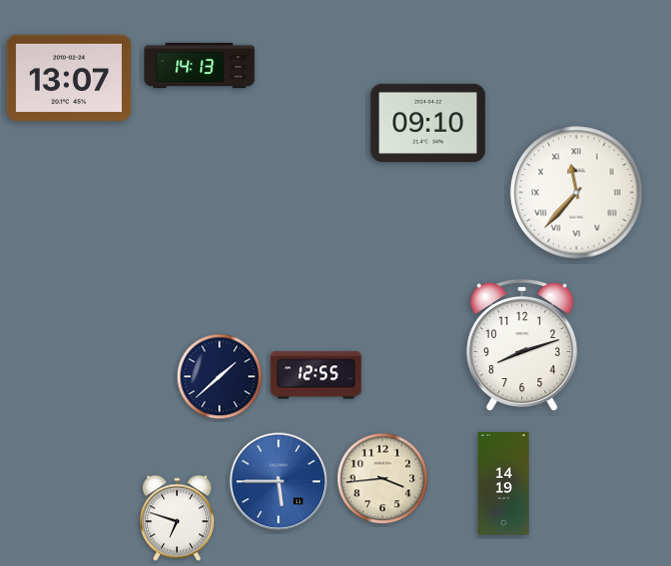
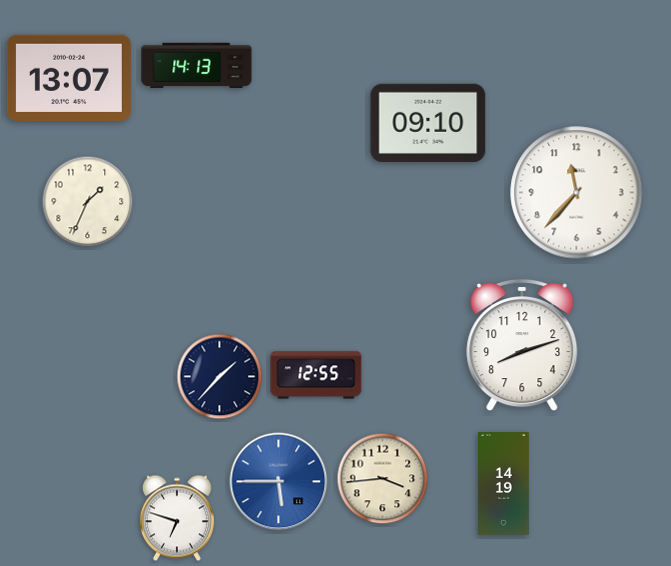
clock at (200, 66) position: (200, 66) -> (197, 66)
clock at (577, 193) numerals: Roman -> Arabic
clock at (88, 202): none -> 1:34
clock at (220, 377): 1:38 -> 1:37
